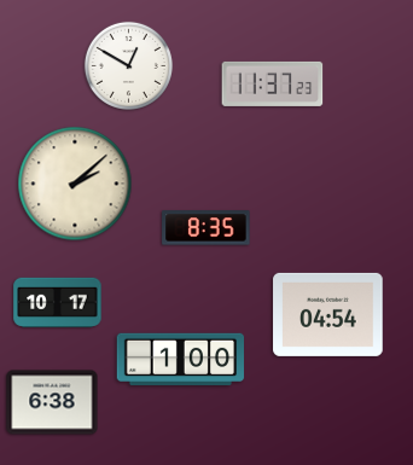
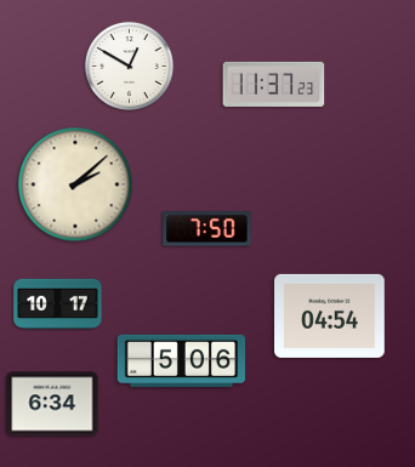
clock at (206, 228): 8:35 -> 7:50
clock at (181, 359): 1:00 -> 5:06
clock at (52, 402): 6:38 -> 6:34
